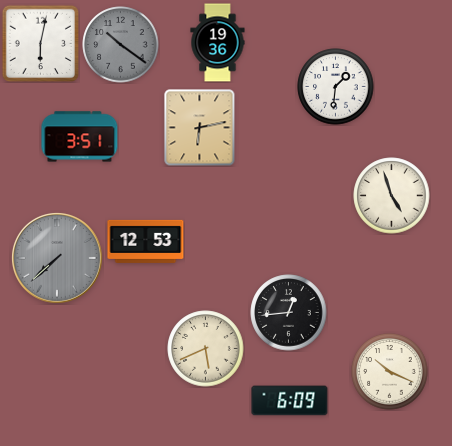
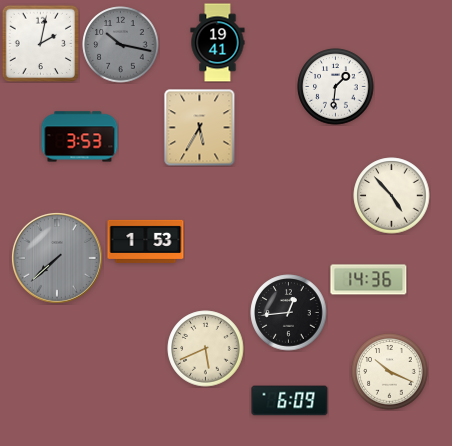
clock at (40, 43): 6:02 -> 2:02
clock at (218, 43): 19:36 -> 19:41
clock at (121, 45): 10:21 -> 10:17
clock at (200, 128): 6:13 -> 5:35
clock at (80, 137): 3:51 -> 3:53
clock at (392, 196): 4:57 -> 4:53
clock at (146, 241): 12:53 -> 1:53
clock at (369, 280): none -> 14:36
